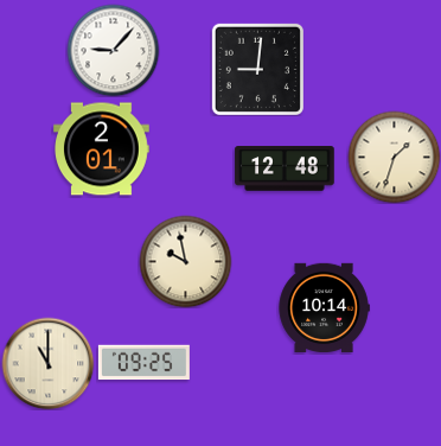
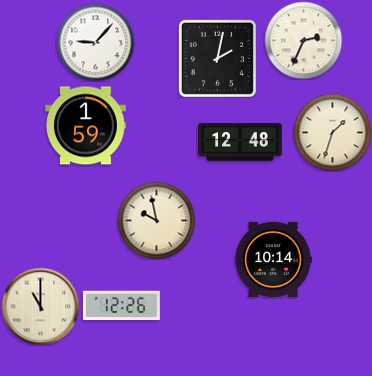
clock at (303, 40): none -> 2:34
clock at (257, 69): 9:01 -> 2:02
clock at (102, 149): 2:01 -> 1:59
clock at (143, 363): 09:25 -> 12:26
